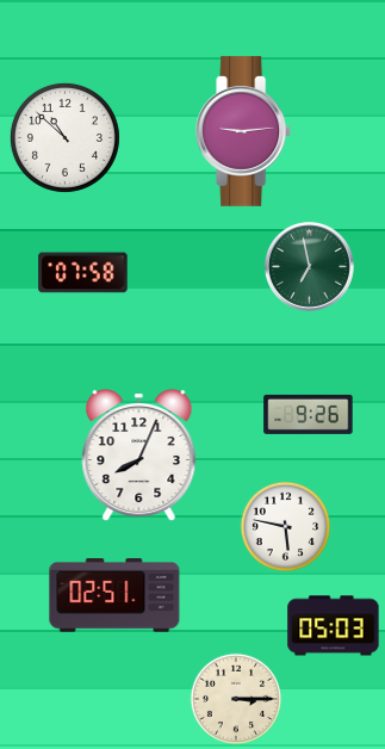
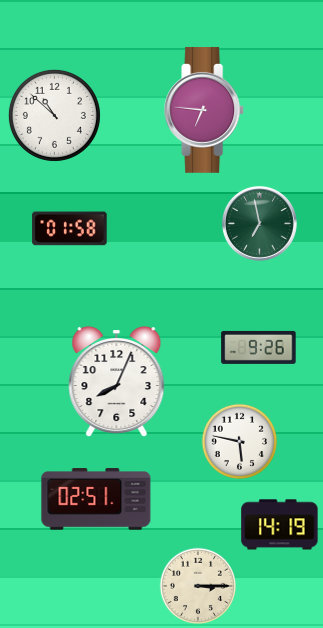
clock at (244, 131): 9:14 -> 6:46
clock at (83, 273): 07:58 -> 01:58
clock at (334, 626): 05:03 -> 14:19
